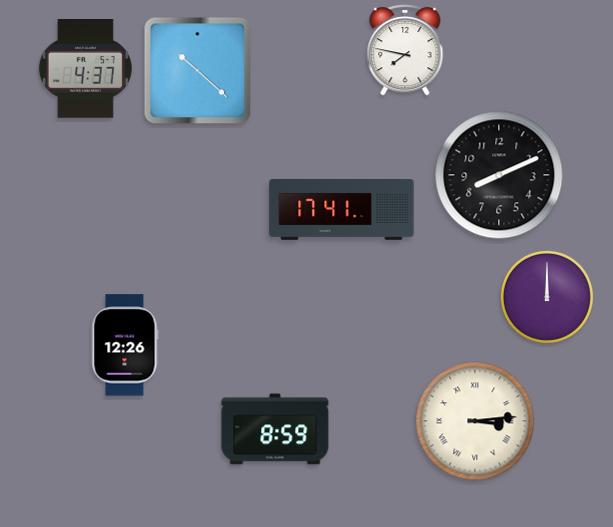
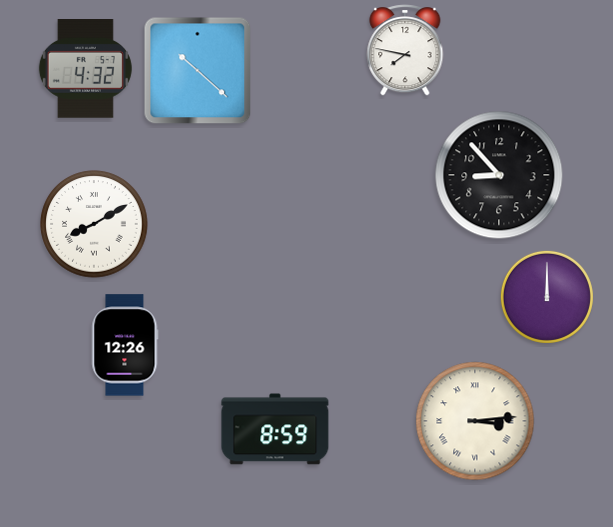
clock at (85, 69): 4:37 -> 4:32
clock at (499, 175): 8:11 -> 8:53
clock at (342, 210): 17:41 -> none
clock at (94, 224): none -> 8:10
